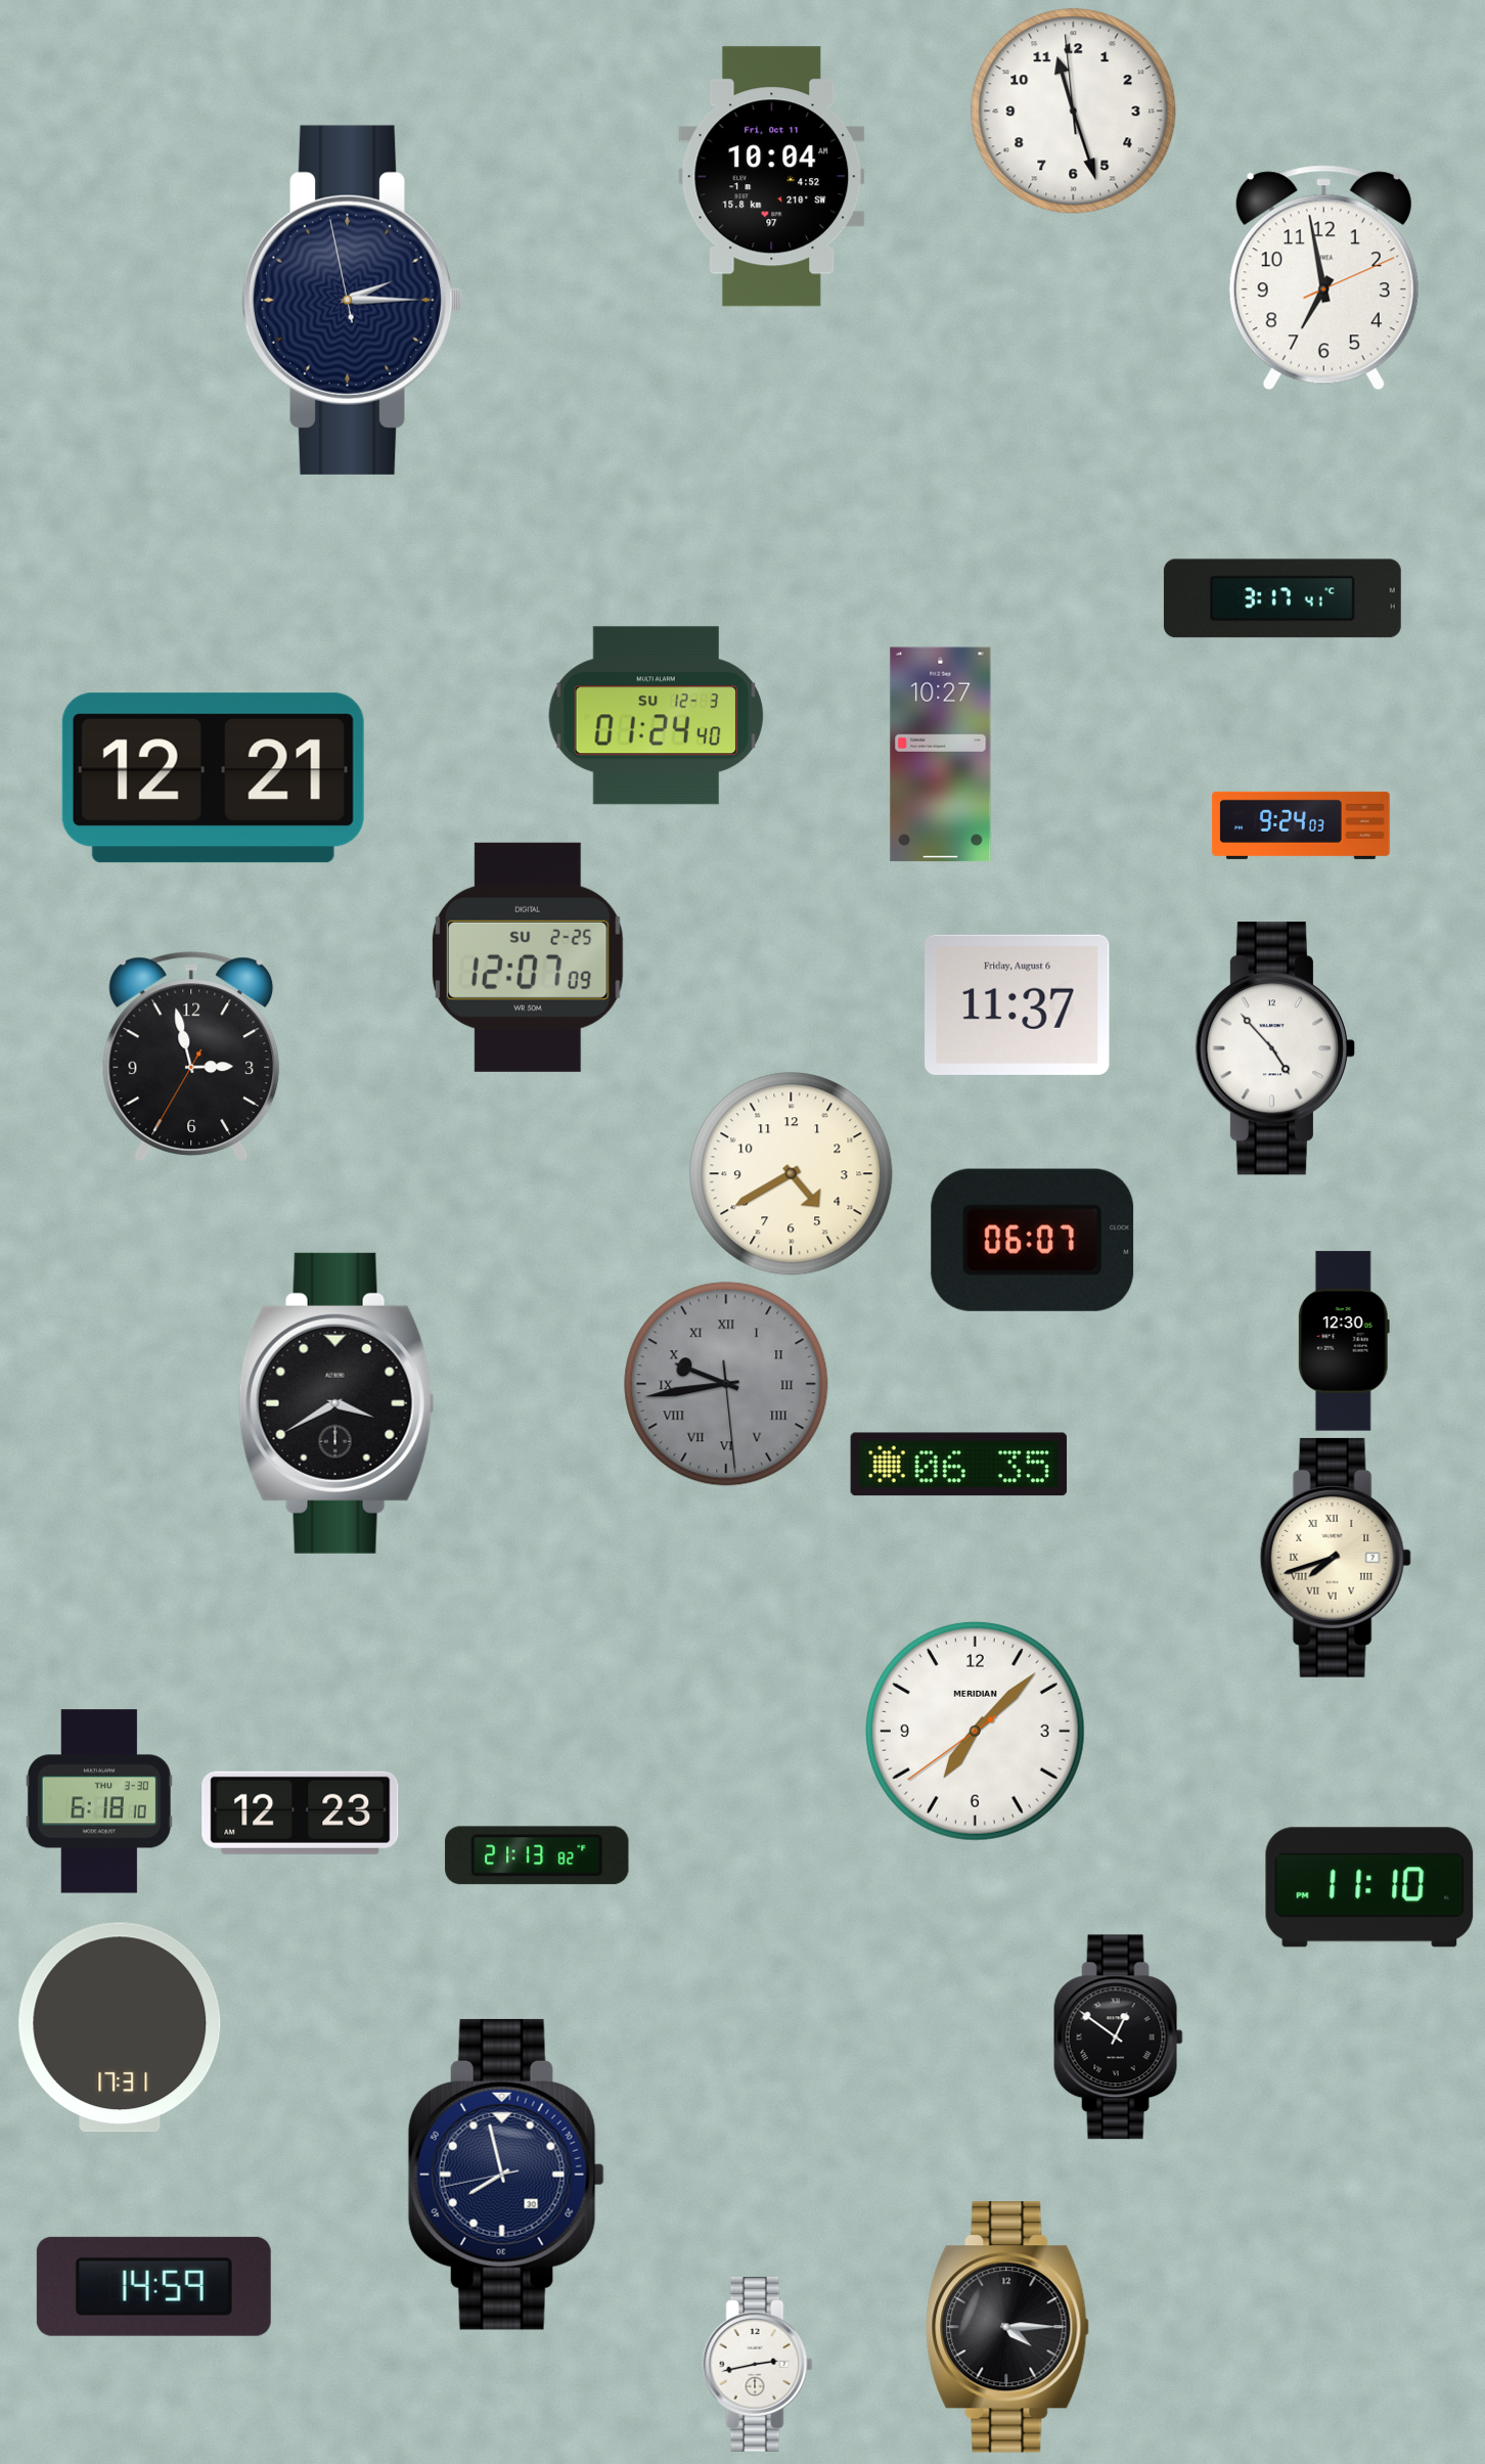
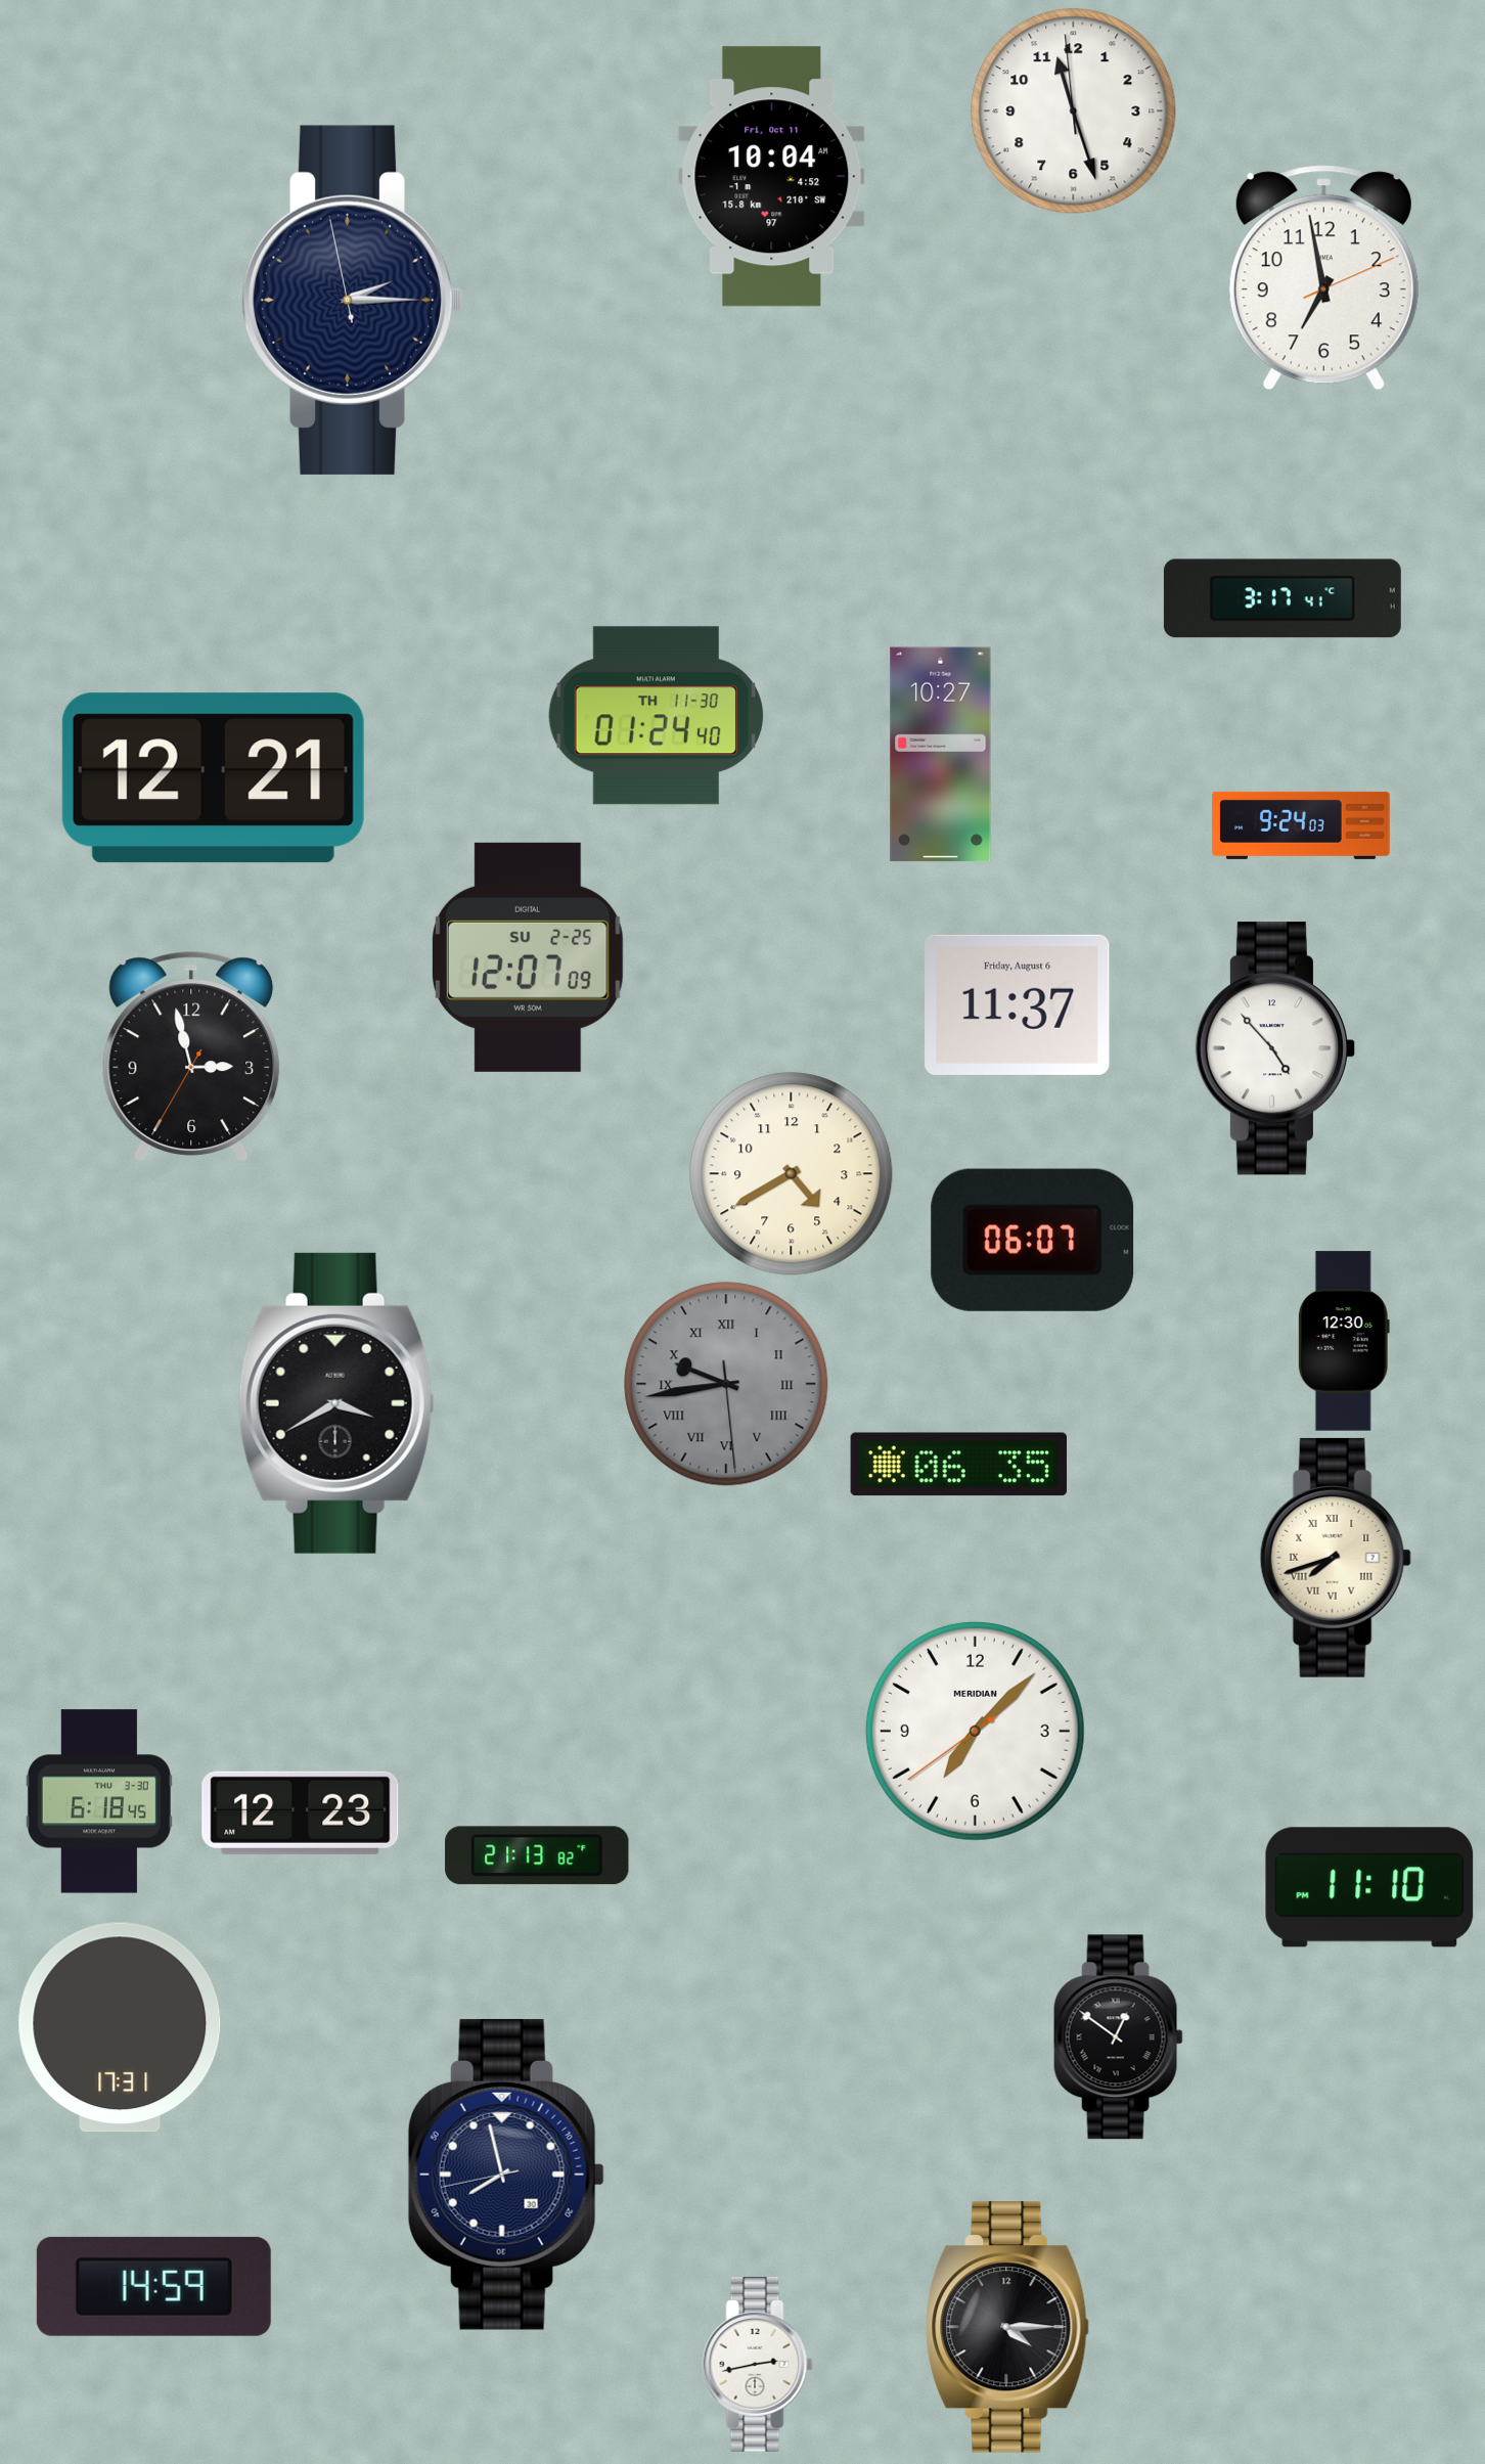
clock at (657, 716) date: SU 12-3 -> TH 11-30
clock at (99, 1801): 6:18:10 -> 6:18:45
